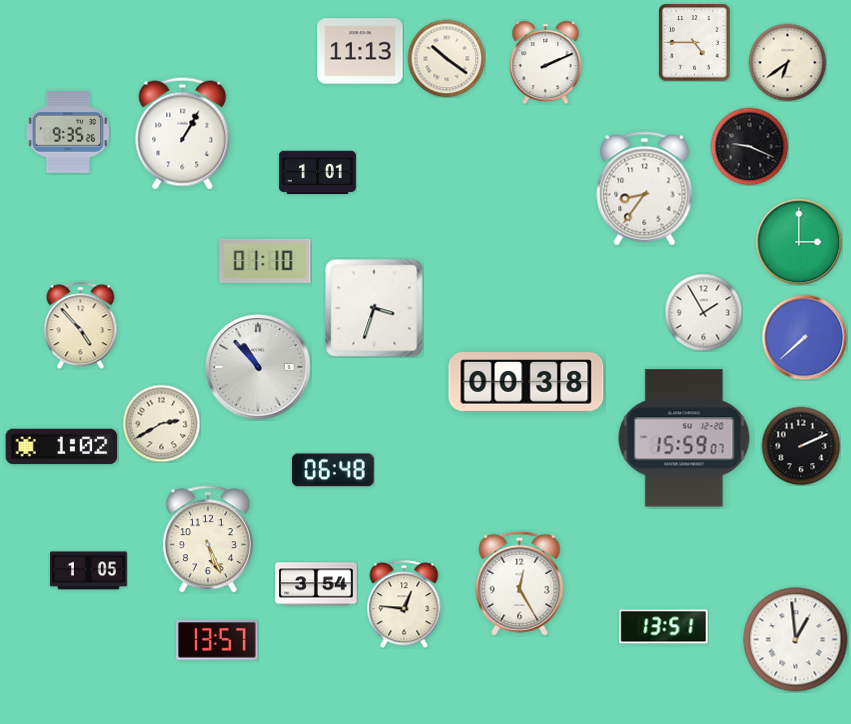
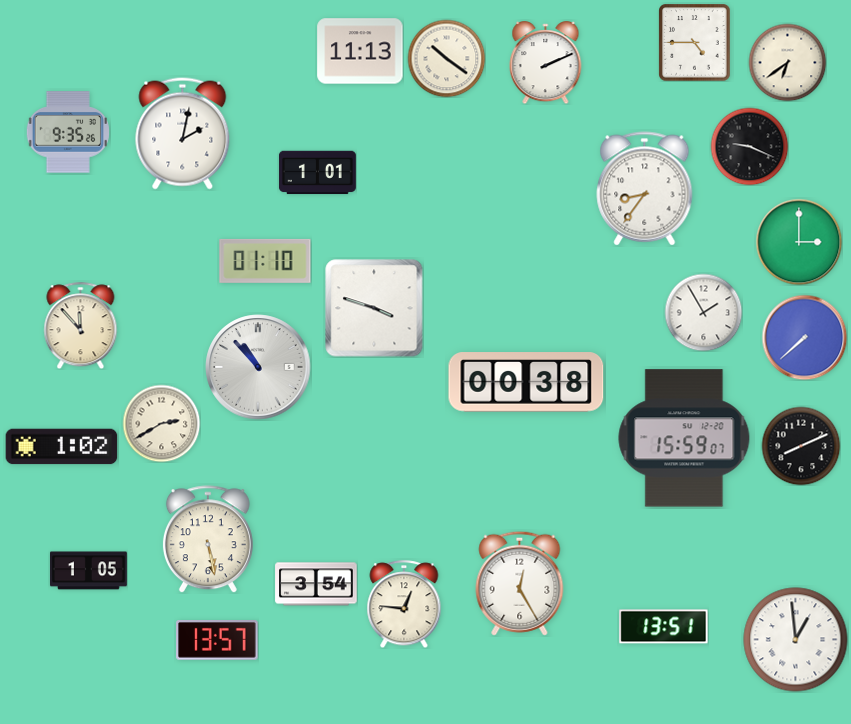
clock at (183, 134): 1:05 -> 2:02
clock at (374, 308): 3:33 -> 3:48
clock at (81, 325): 4:53 -> 11:53
clock at (801, 446): 2:11 -> 8:11
clock at (333, 470): 06:48 -> none
clock at (208, 539): 5:26 -> 5:28
